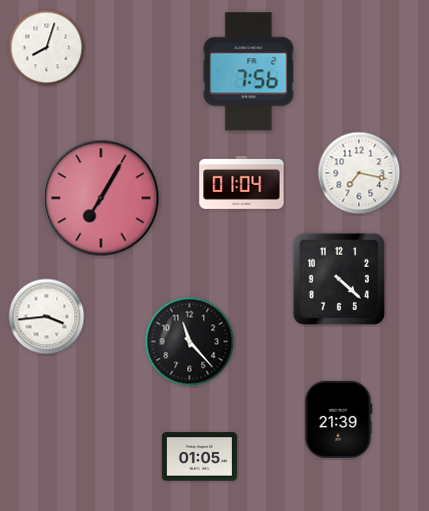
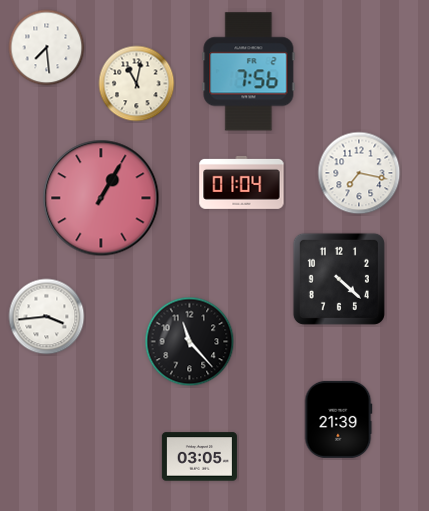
clock at (47, 48): 8:03 -> 7:29
clock at (137, 84): none -> 11:02
clock at (101, 198): 7:05 -> 1:05
clock at (199, 457): 01:05 -> 03:05
